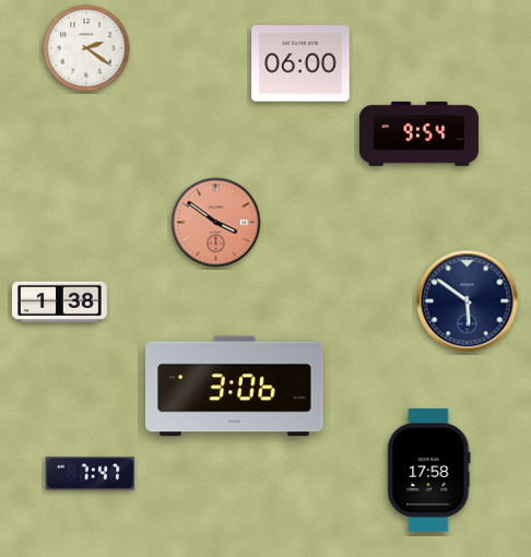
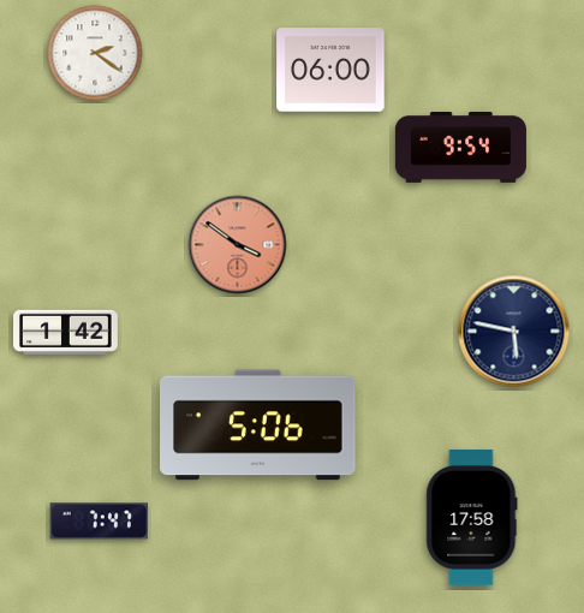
clock at (468, 301): 5:51 -> 5:47
clock at (60, 303): 1:38 -> 1:42
clock at (235, 387): 3:06 -> 5:06
